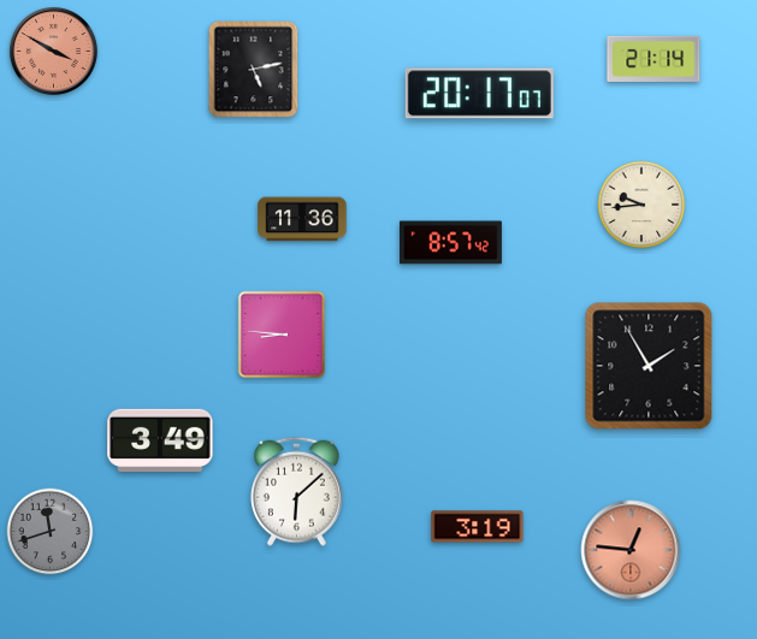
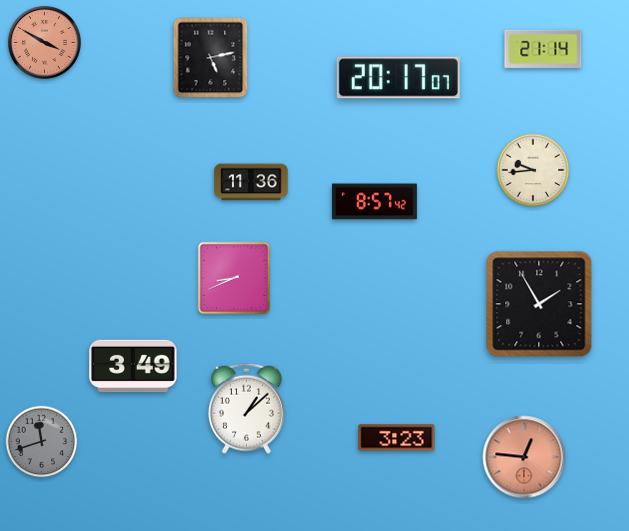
clock at (282, 335): 8:46 -> 8:41
clock at (296, 491): 6:08 -> 1:08
clock at (478, 527): 3:19 -> 3:23
